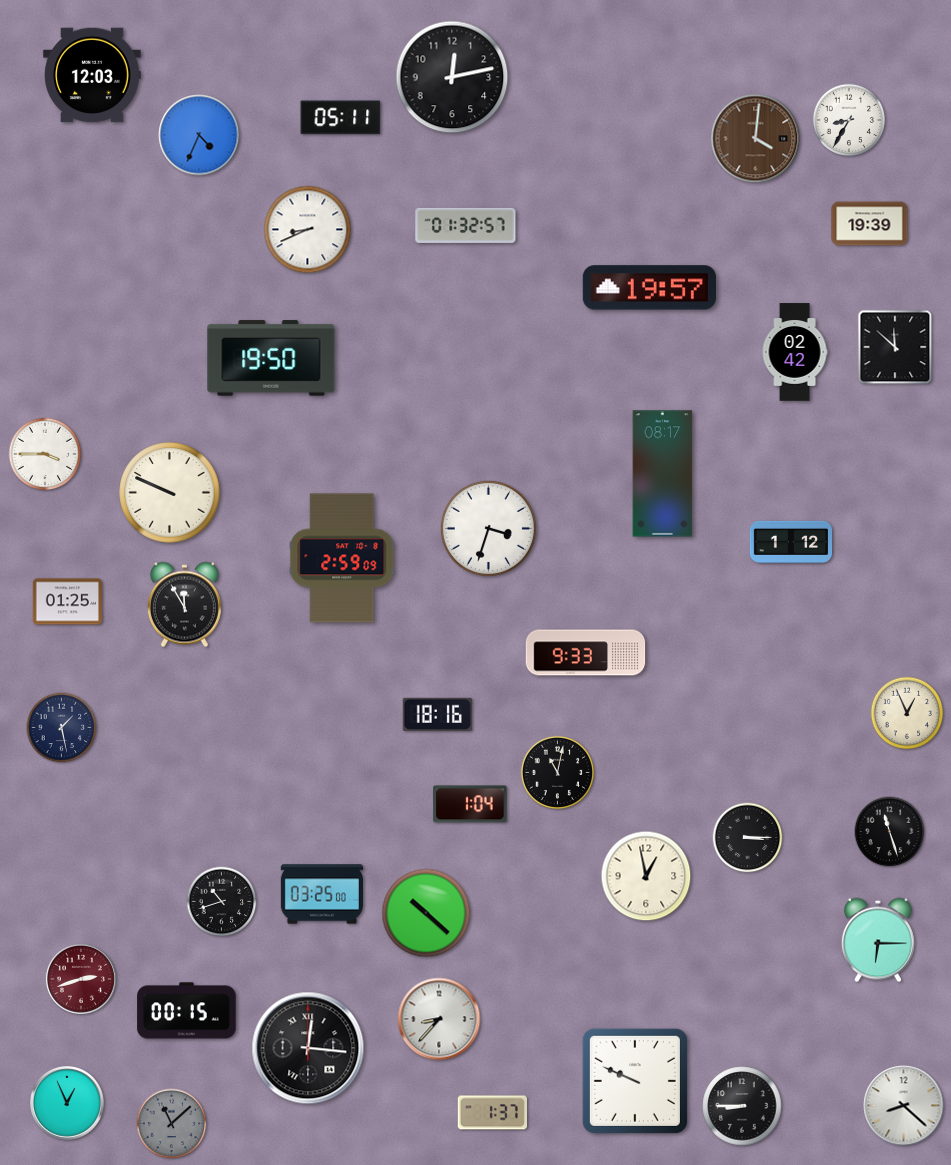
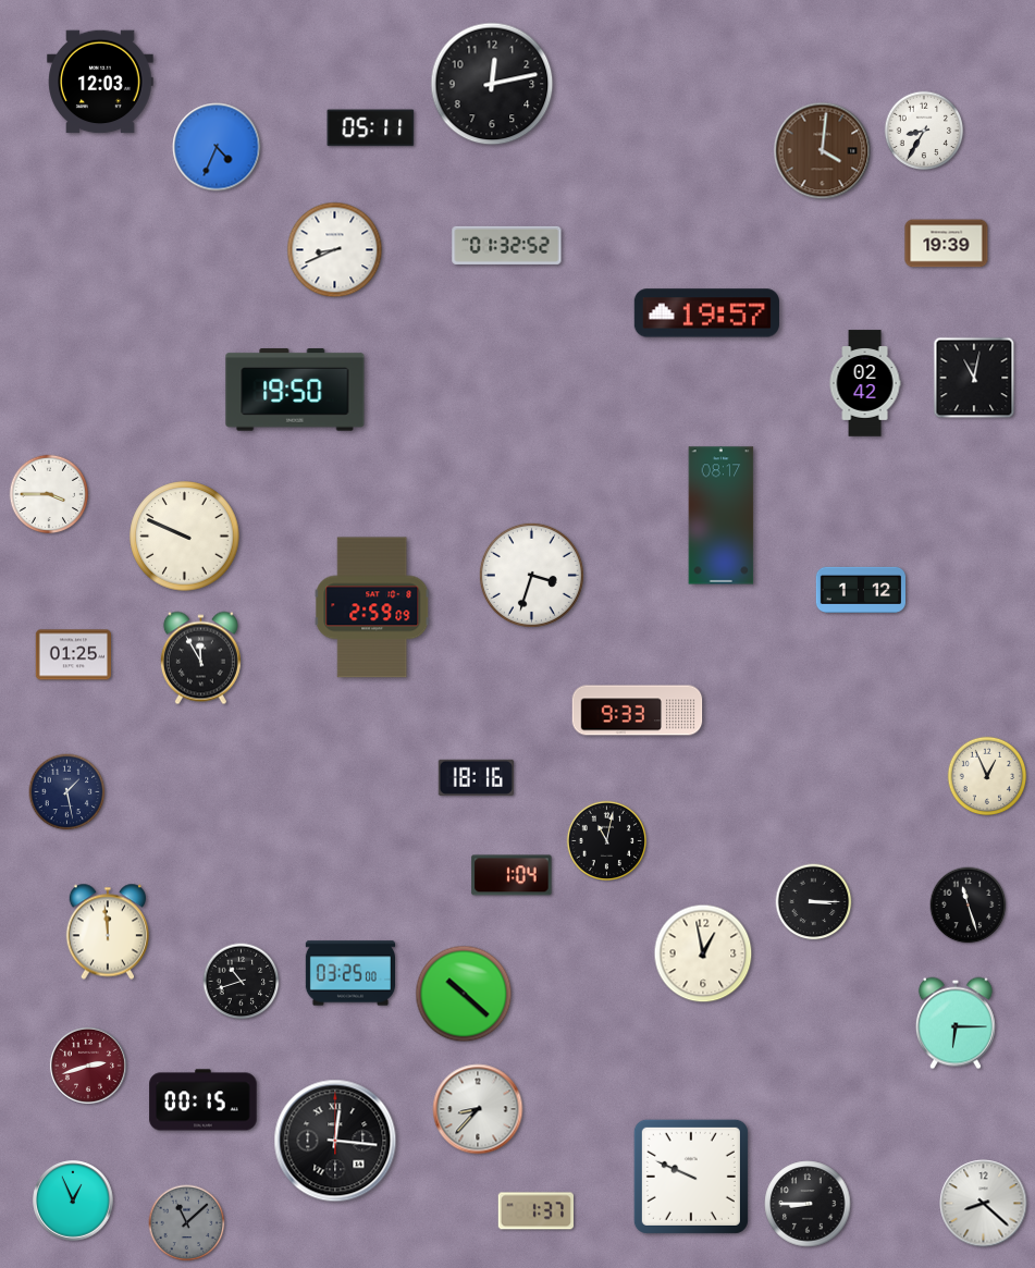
clock at (466, 225): 01:32:57 -> 01:32:52
clock at (895, 347): 11:52 -> 11:02
clock at (748, 838) position: (748, 838) -> (814, 902)
clock at (108, 932): none -> 11:59
